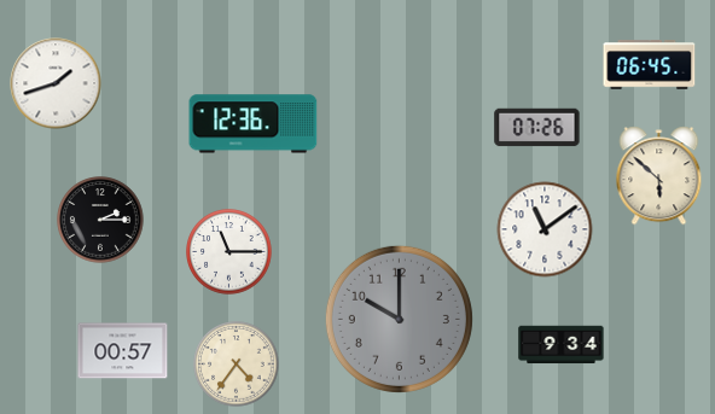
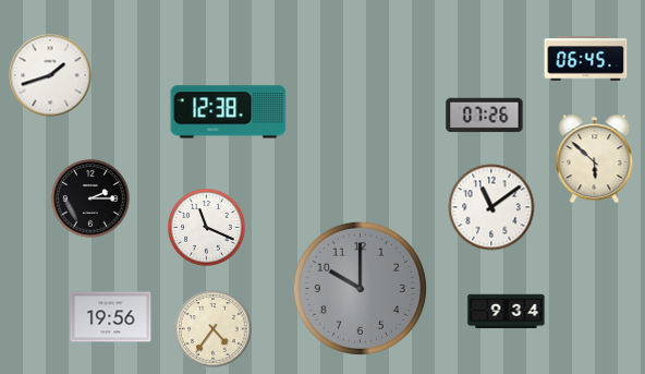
clock at (254, 124): 12:36 -> 12:38
clock at (229, 252): 11:15 -> 11:19
clock at (123, 351): 00:57 -> 19:56
